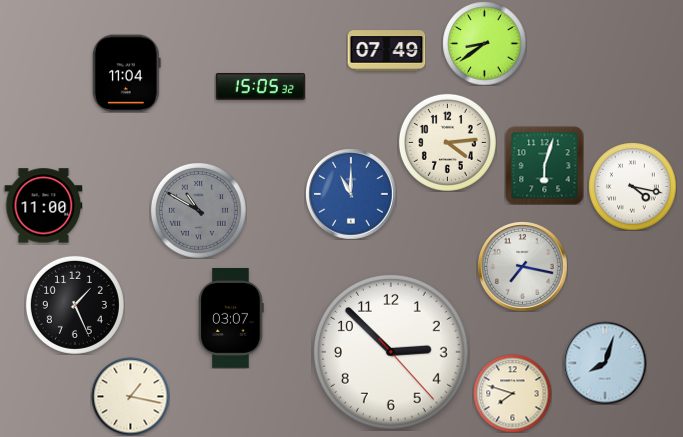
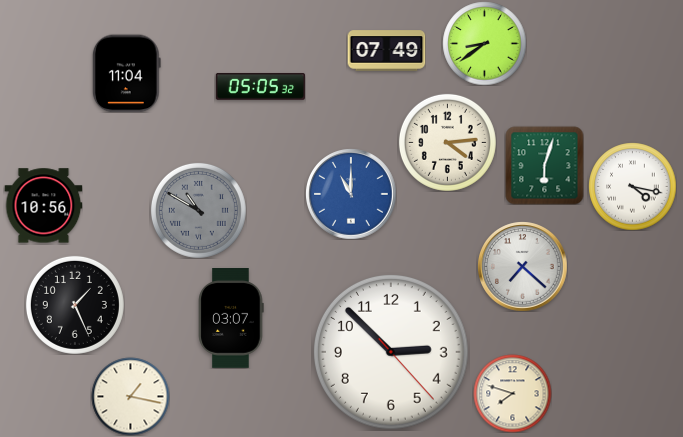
clock at (260, 86): 15:05 -> 05:05
clock at (43, 206): 11:00 -> 10:56
clock at (522, 266): 7:17 -> 7:22
clock at (605, 363): 8:03 -> none
